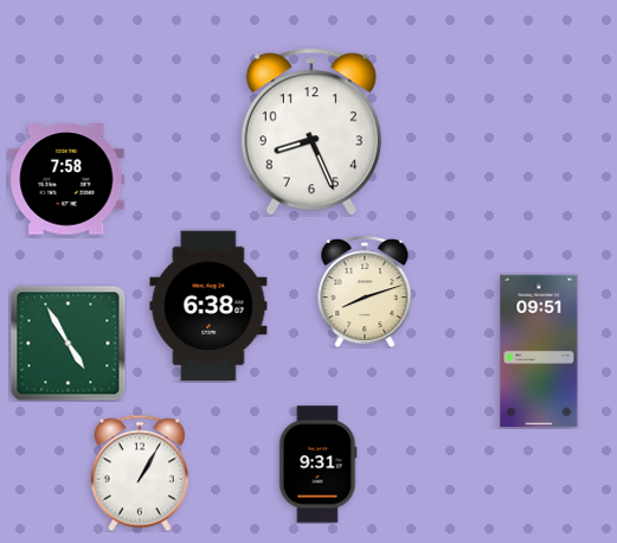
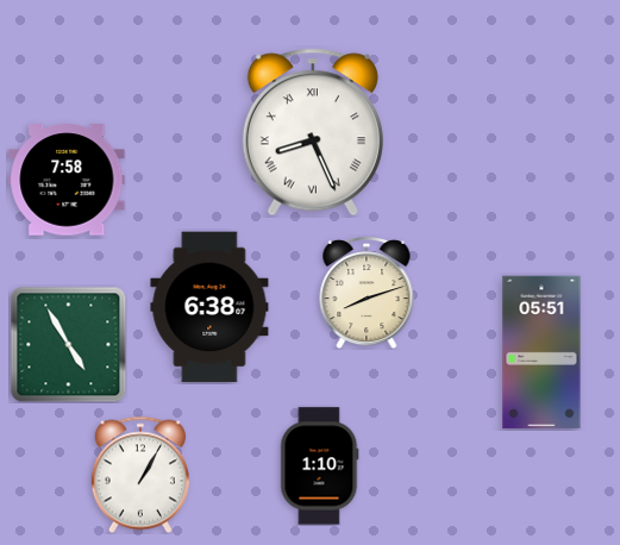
clock at (311, 132) numerals: Arabic -> Roman
clock at (539, 351): 09:51 -> 05:51
clock at (319, 465): 9:31 -> 1:10
